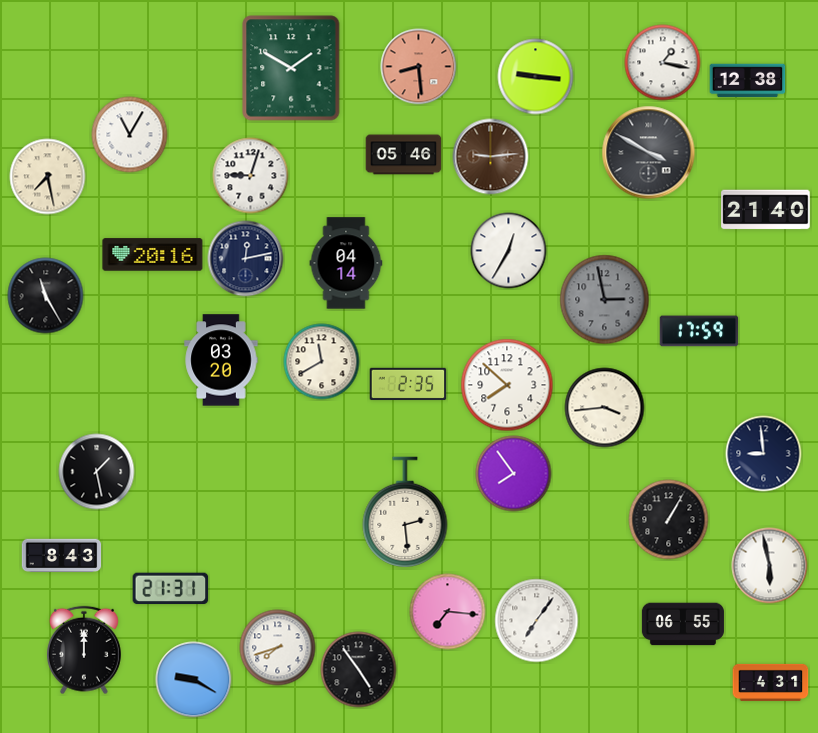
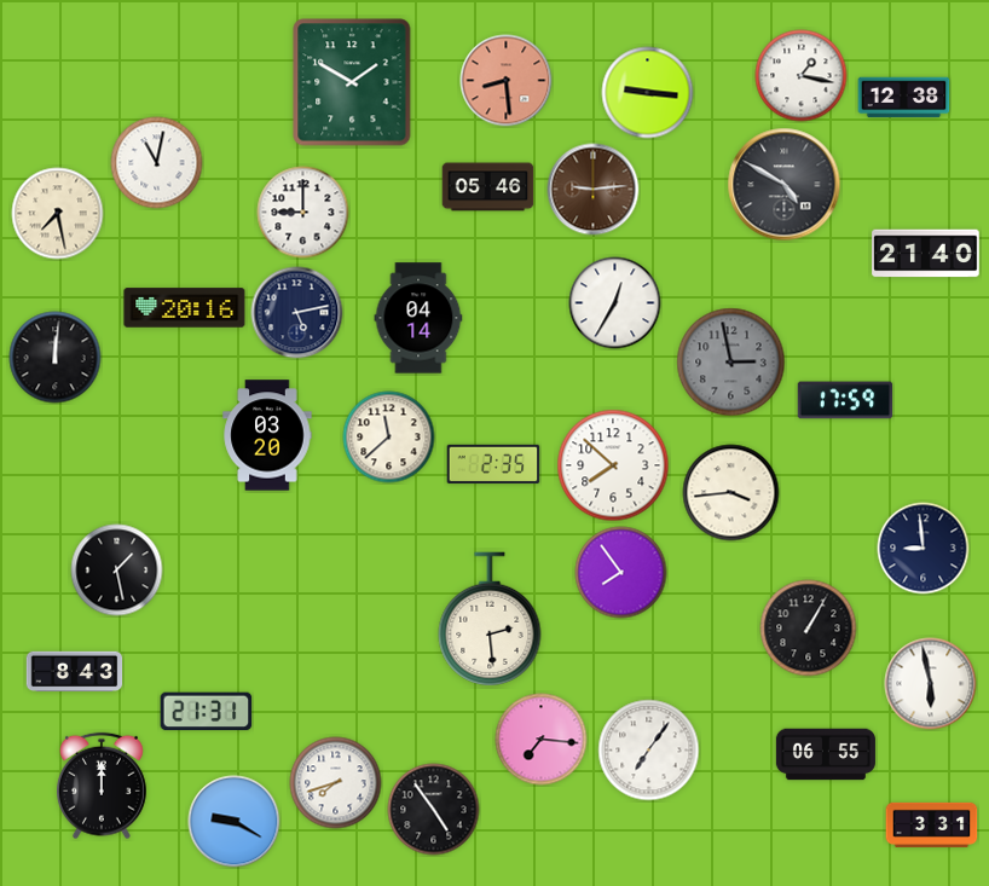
clock at (130, 135): 11:05 -> 11:02
clock at (649, 153): 3:50 -> 4:50
clock at (251, 176): 9:03 -> 9:00
clock at (246, 259): 12:13 -> 5:13
clock at (46, 296): 11:25 -> 12:01
clock at (322, 362): 11:40 -> 11:38
clock at (771, 682): 4:31 -> 3:31
